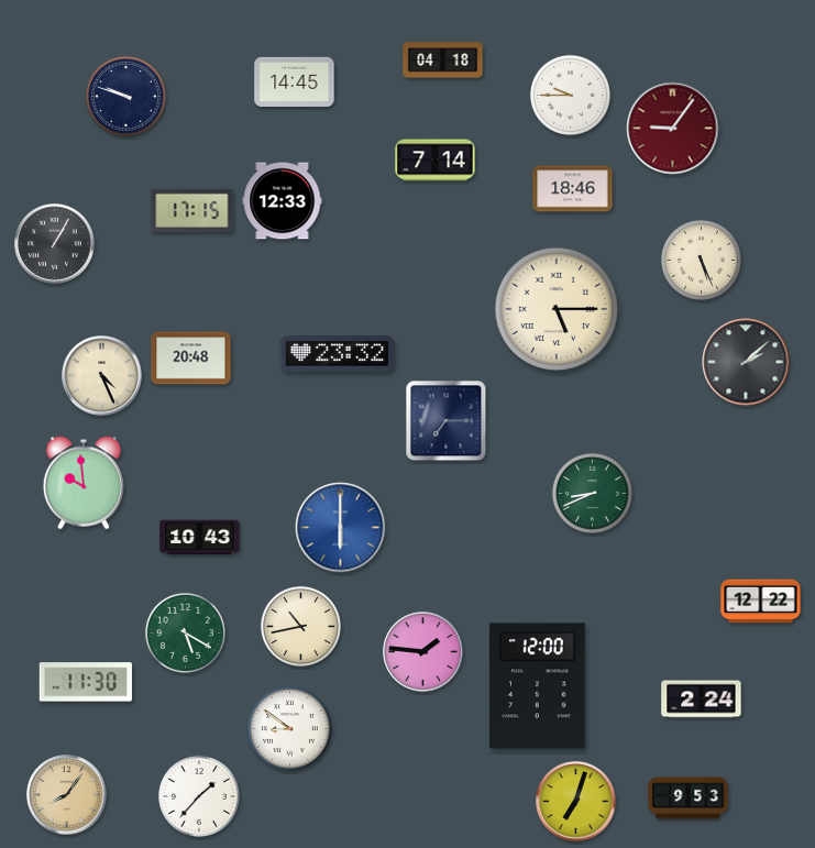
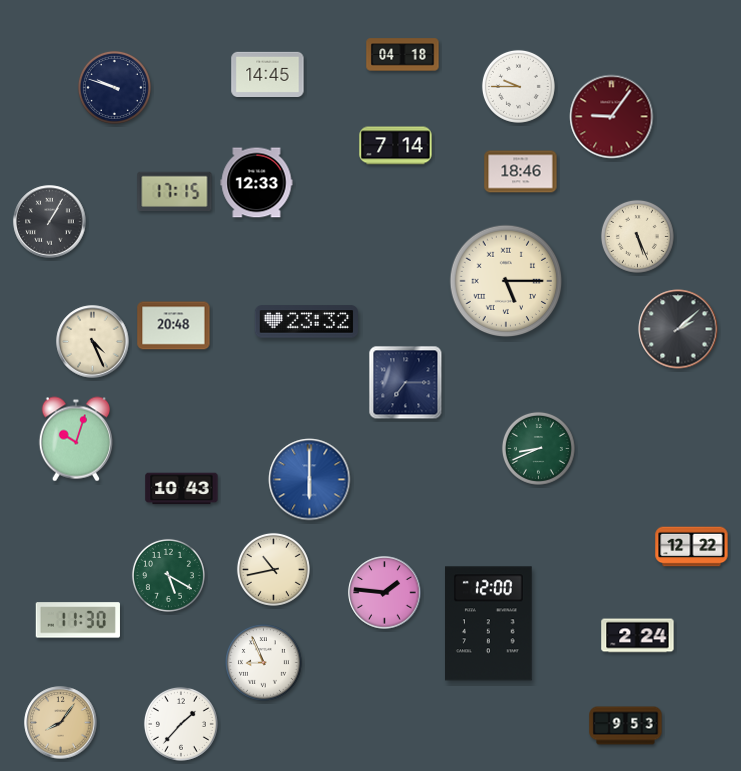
clock at (82, 483): 9:59 -> 10:03
clock at (290, 729): 8:51 -> 8:56
clock at (576, 802): 7:03 -> none
